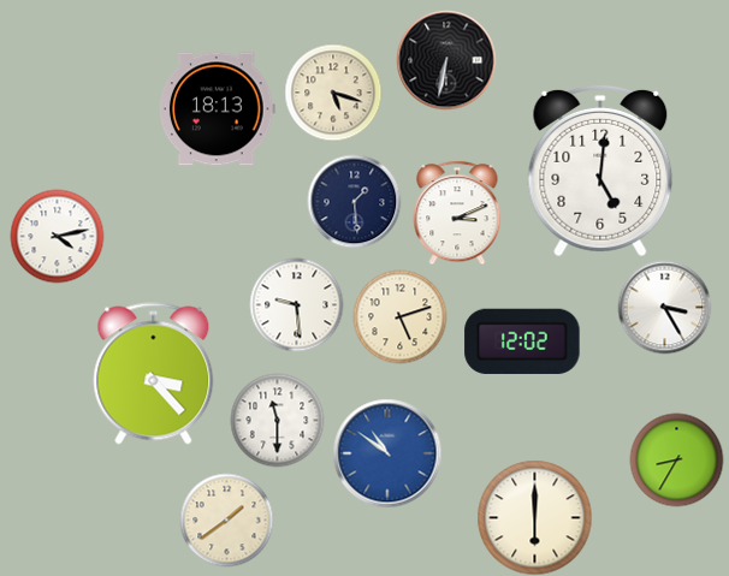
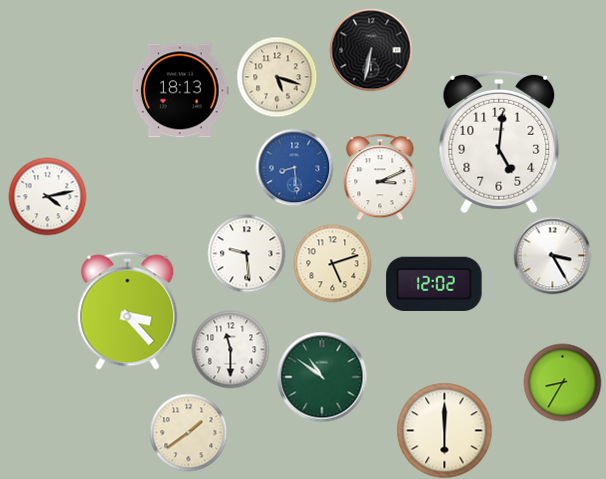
clock at (354, 201): 1:29 -> 8:29
clock at (354, 201) dial: navy -> blue
clock at (387, 453) dial: blue -> green
